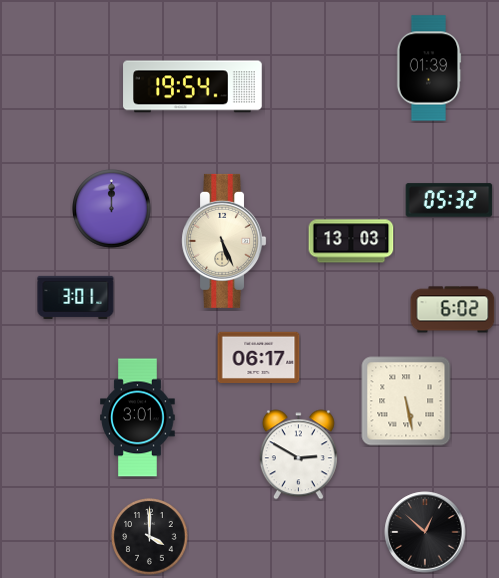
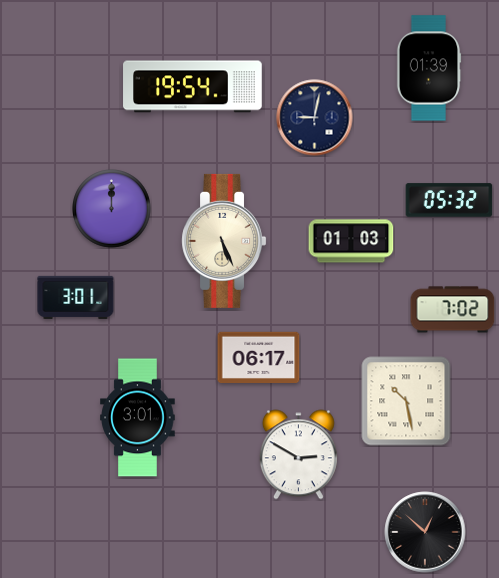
clock at (315, 118): none -> 9:02
clock at (351, 241): 13:03 -> 01:03
clock at (453, 310): 6:02 -> 7:02
clock at (406, 401): 5:28 -> 10:28
clock at (150, 537): 4:00 -> none
